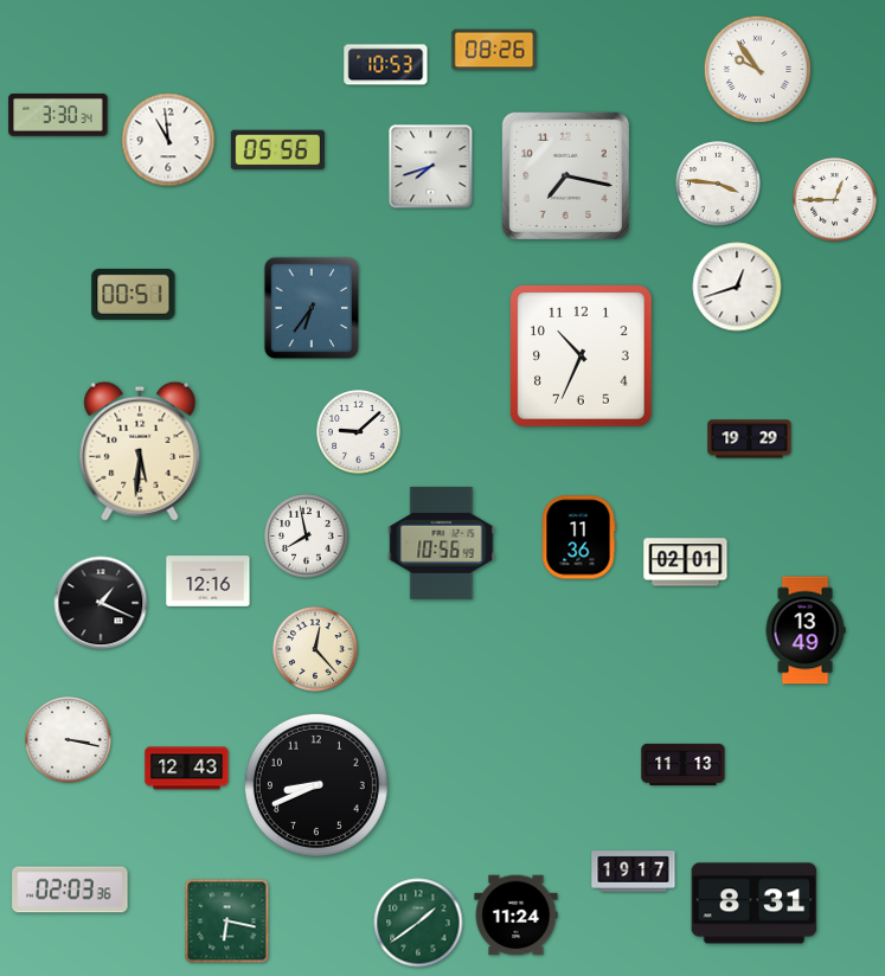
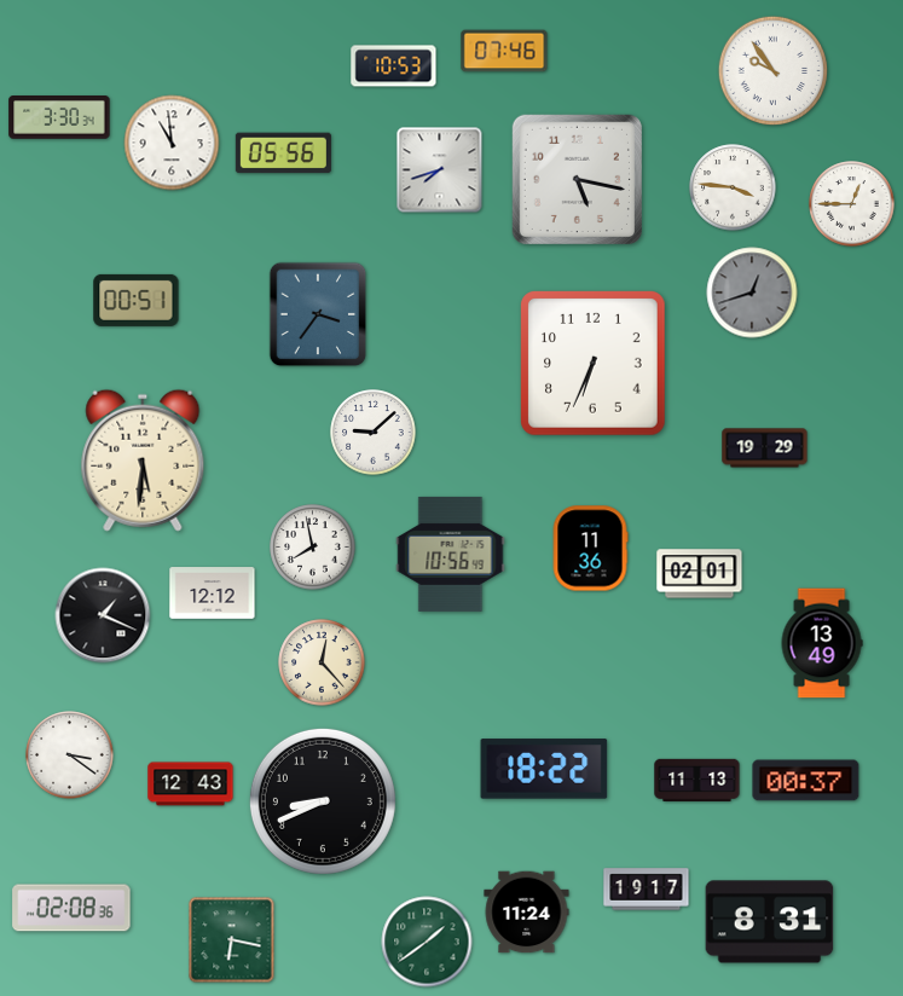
clock at (494, 50): 08:26 -> 07:46
clock at (565, 175): 7:17 -> 5:17
clock at (737, 287) dial: white -> grey
clock at (312, 308): 6:36 -> 3:36
clock at (582, 357): 10:34 -> 6:34
clock at (359, 432) position: (359, 432) -> (374, 433)
clock at (209, 582): 12:16 -> 12:12
clock at (69, 740): 3:17 -> 3:21
clock at (544, 769): none -> 18:22
clock at (806, 781): none -> 00:37
clock at (70, 890): 02:03 -> 02:08
clock at (517, 916) position: (517, 916) -> (527, 913)
